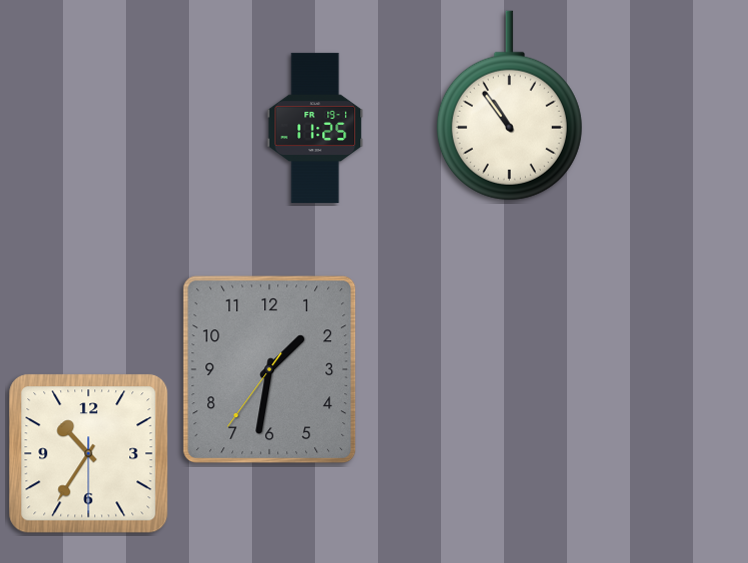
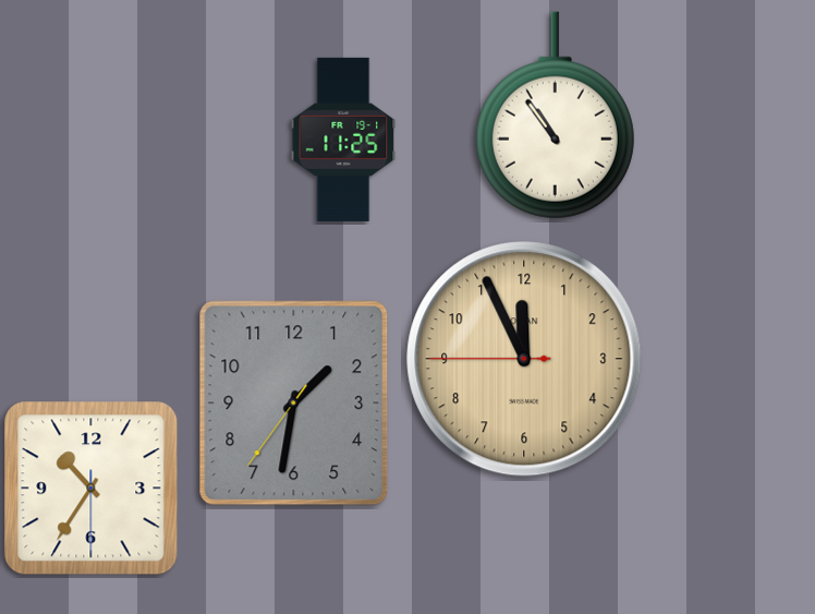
clock at (524, 359): none -> 11:55
clock at (89, 454) position: (89, 454) -> (92, 489)
